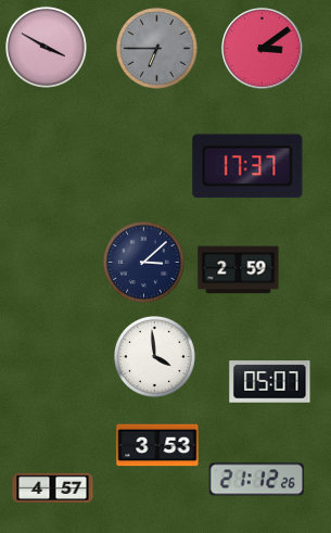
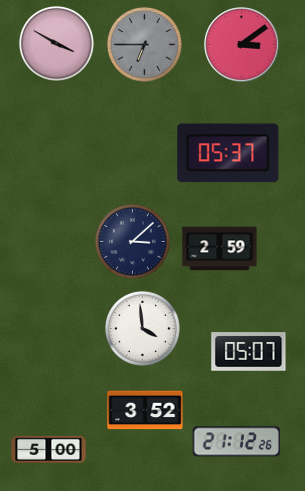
clock at (46, 47) position: (46, 47) -> (56, 43)
clock at (247, 166): 17:37 -> 05:37
clock at (157, 445): 3:53 -> 3:52
clock at (53, 487): 4:57 -> 5:00
